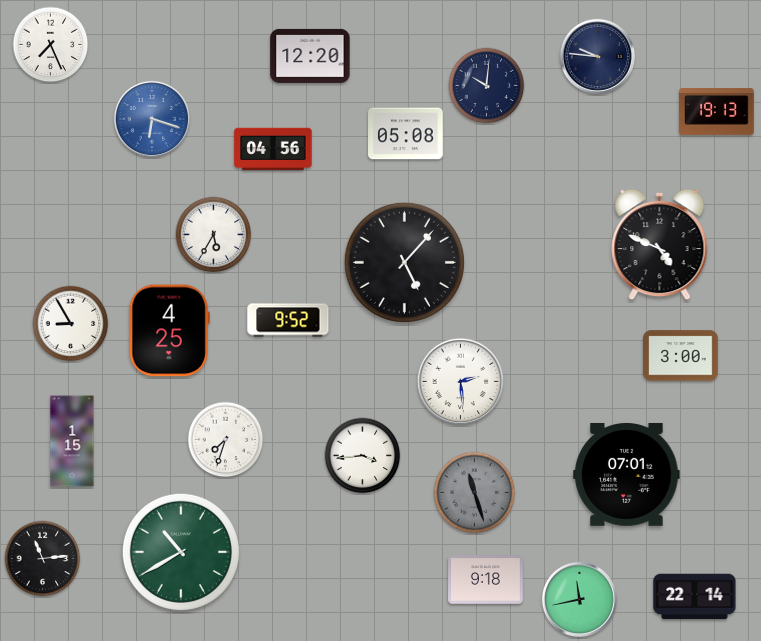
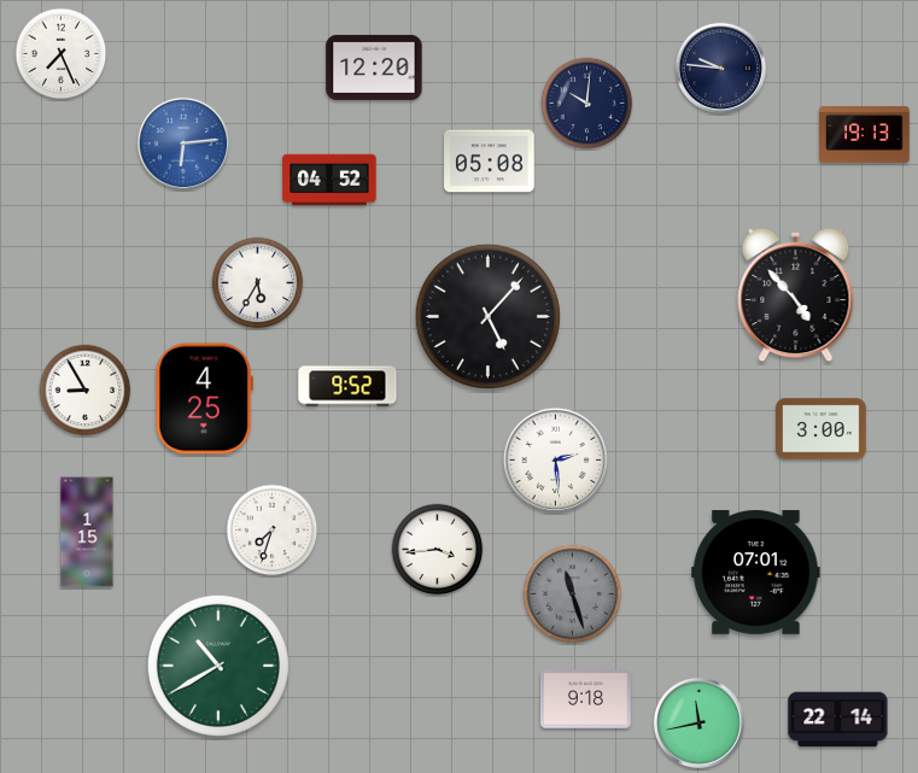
clock at (152, 119): 6:18 -> 6:14
clock at (273, 149): 04:56 -> 04:52
clock at (660, 245): 4:49 -> 4:53
clock at (43, 559): 11:14 -> none
